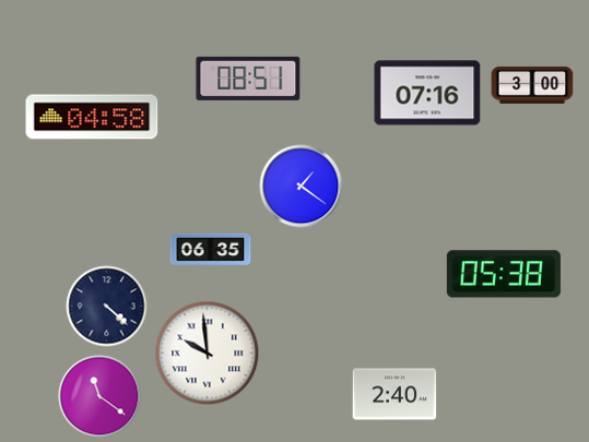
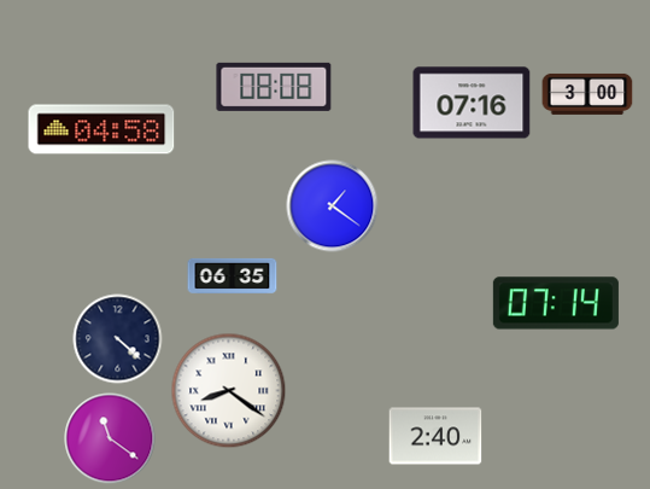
clock at (248, 79): 08:51 -> 08:08
clock at (504, 274): 05:38 -> 07:14
clock at (208, 354): 9:59 -> 8:21
